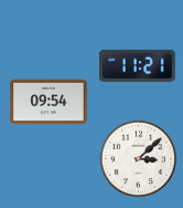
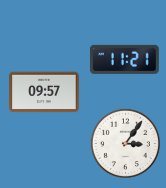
clock at (49, 102): 09:54 -> 09:57
clock at (138, 158): 3:08 -> 3:06
